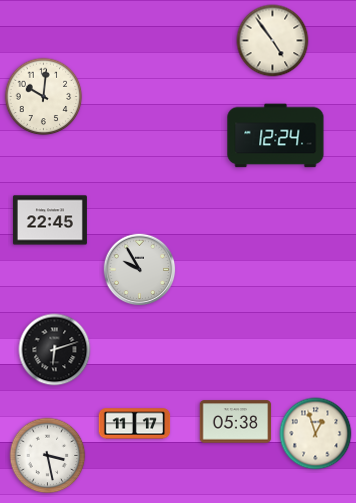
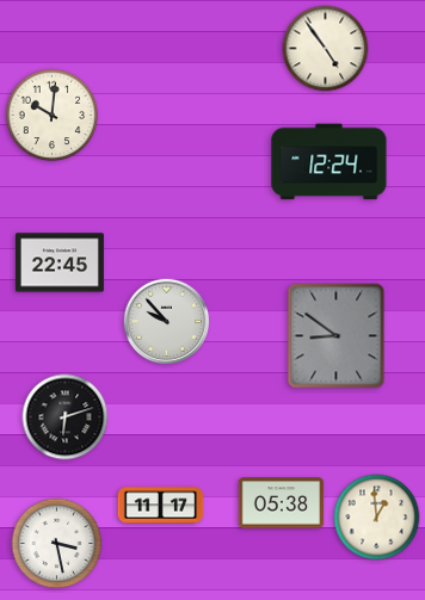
clock at (140, 270): 9:55 -> 9:53
clock at (337, 336): none -> 8:51
clock at (316, 434): 12:57 -> 12:59
